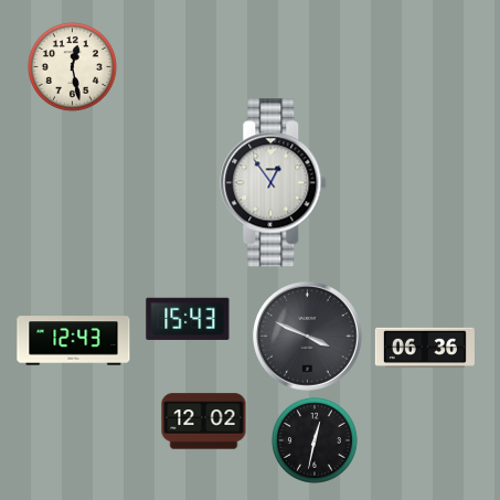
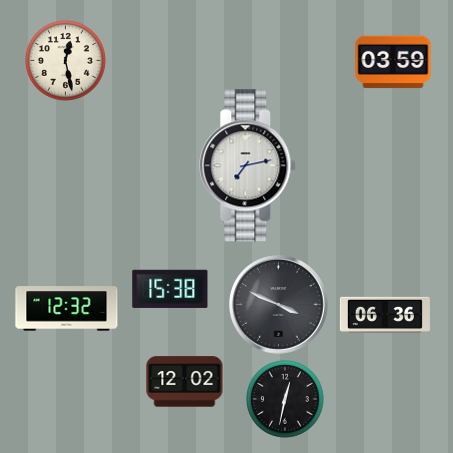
clock at (393, 62): none -> 03:59
clock at (274, 183): 12:54 -> 7:13
clock at (188, 319): 15:43 -> 15:38
clock at (74, 341): 12:43 -> 12:32
